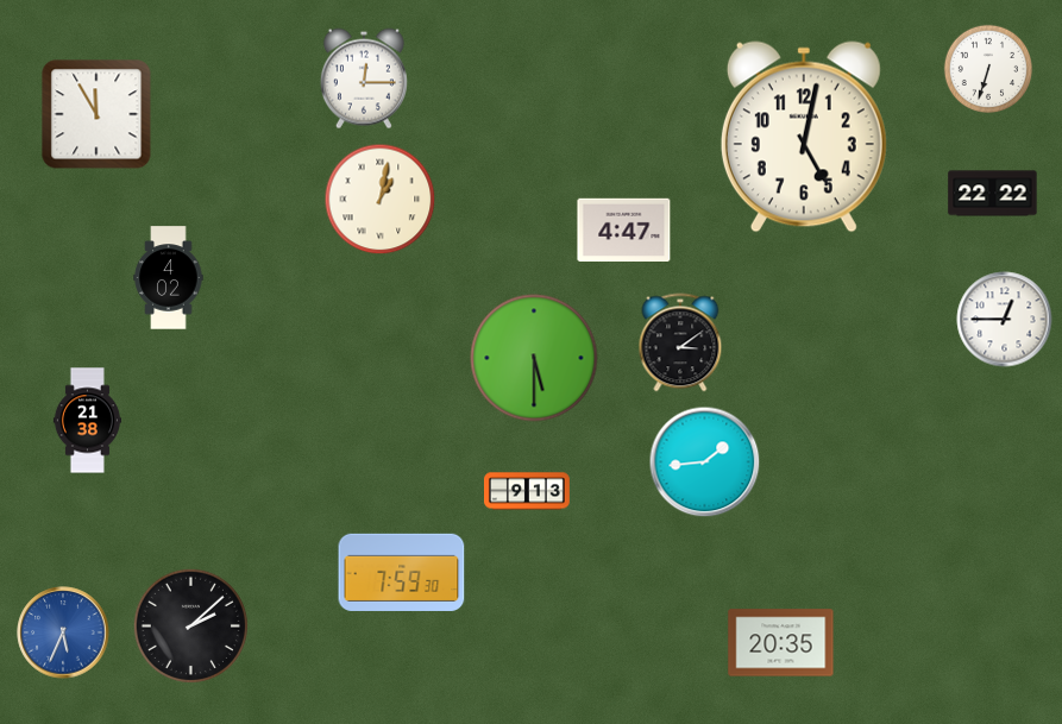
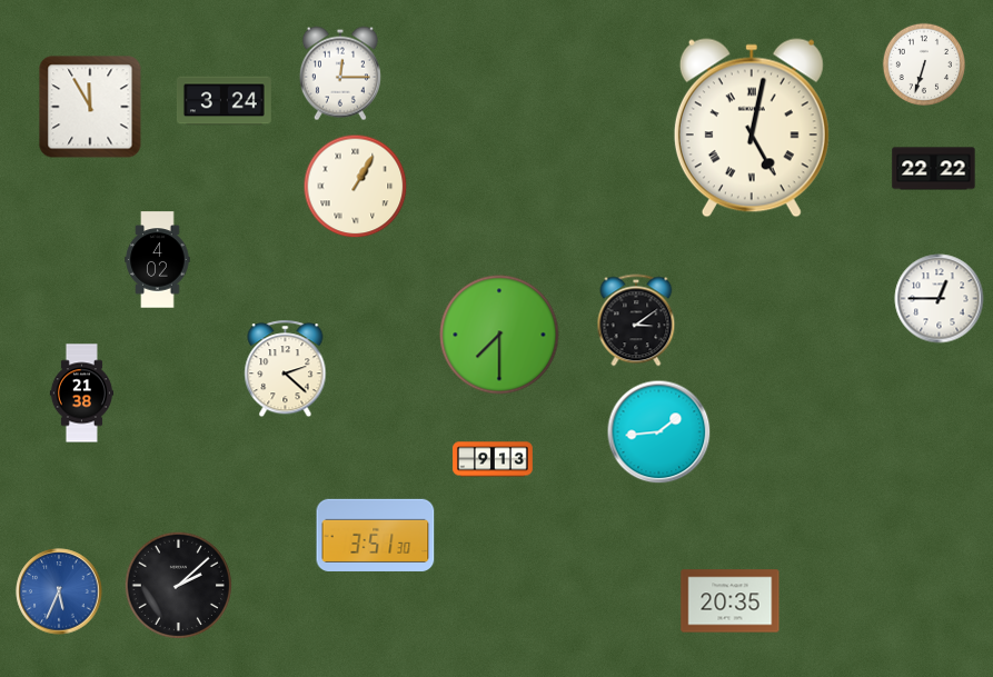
clock at (224, 101): none -> 3:24
clock at (804, 137) numerals: Arabic -> Roman
clock at (993, 194) position: (993, 194) -> (934, 169)
clock at (381, 200): 1:02 -> 1:05
clock at (624, 229): 4:47 -> none
clock at (534, 358): 5:30 -> 7:30
clock at (286, 369): none -> 2:22
clock at (402, 572): 7:59 -> 3:51
